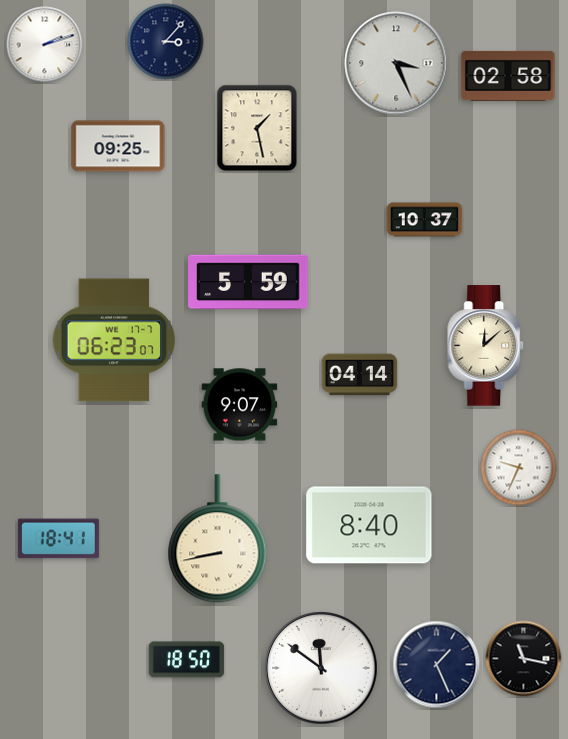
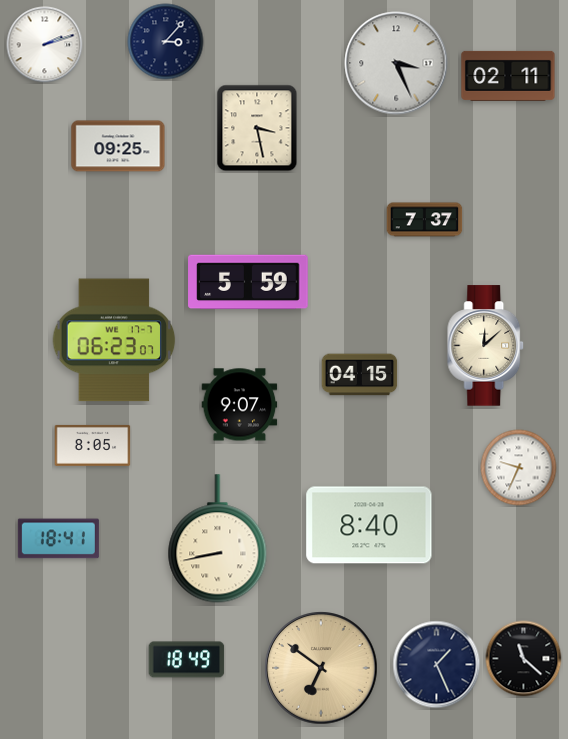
clock at (508, 76): 02:58 -> 02:11
clock at (257, 128): 1:28 -> 3:28
clock at (425, 220): 10:37 -> 7:37
clock at (360, 375): 04:14 -> 04:15
clock at (93, 445): none -> 8:05
clock at (524, 659): 11:17 -> 11:22
clock at (187, 660): 18:50 -> 18:49
clock at (321, 668): 11:51 -> 6:51
clock at (321, 668) dial: white -> champagne
